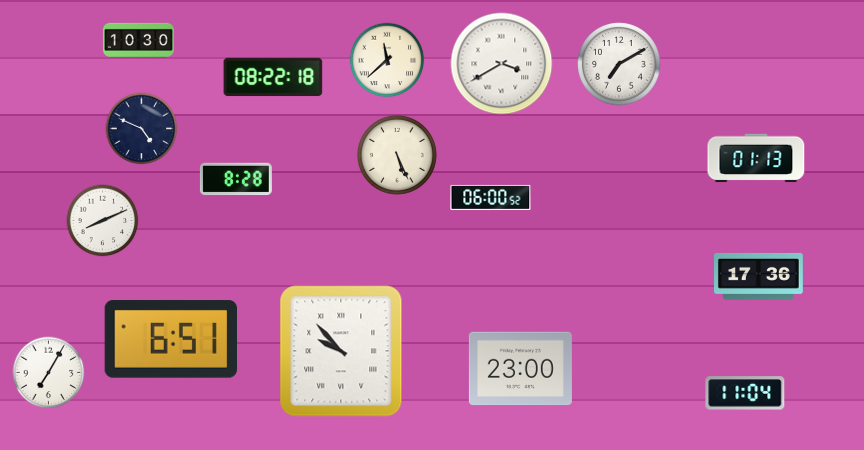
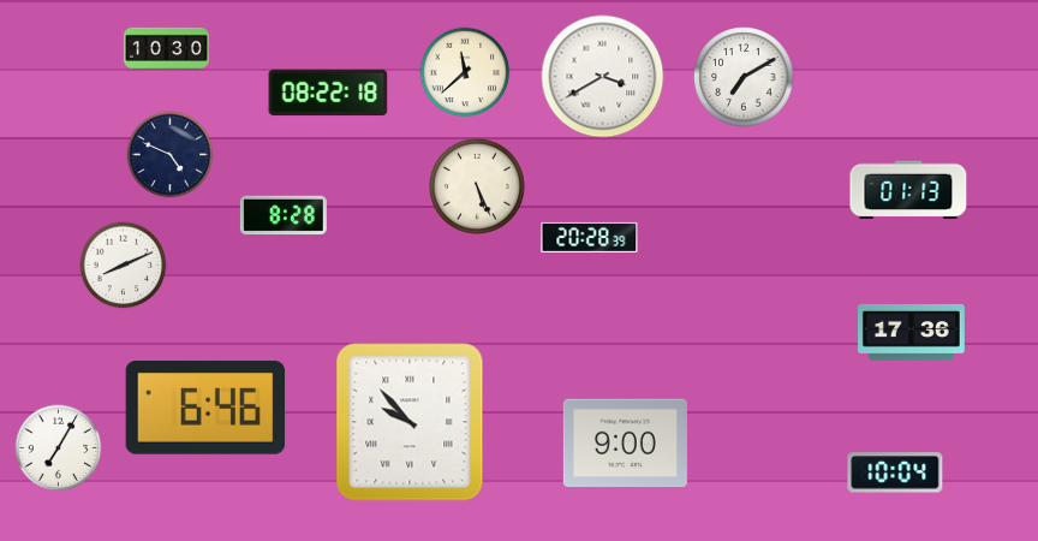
clock at (491, 197): 06:00 -> 20:28
clock at (171, 339): 6:51 -> 6:46
clock at (520, 369): 23:00 -> 9:00
clock at (745, 393): 11:04 -> 10:04
